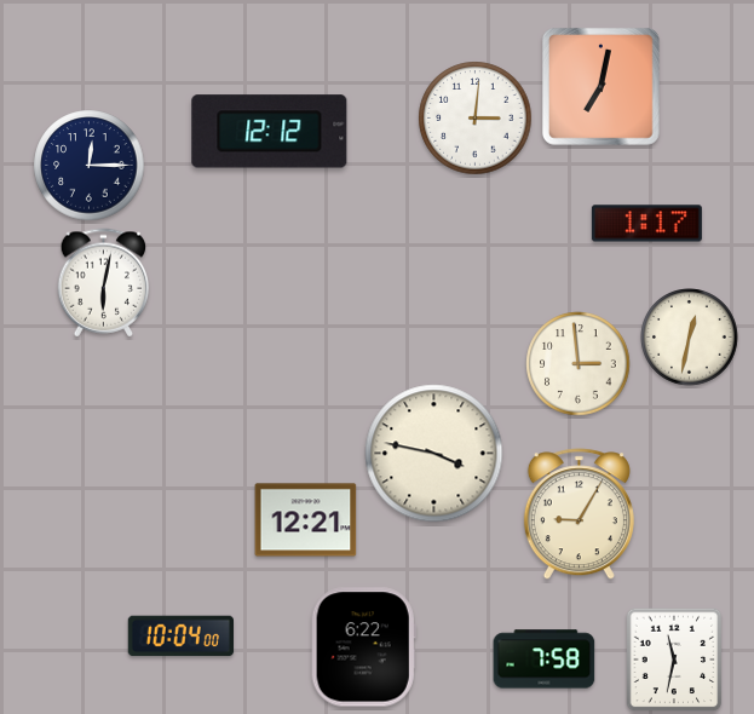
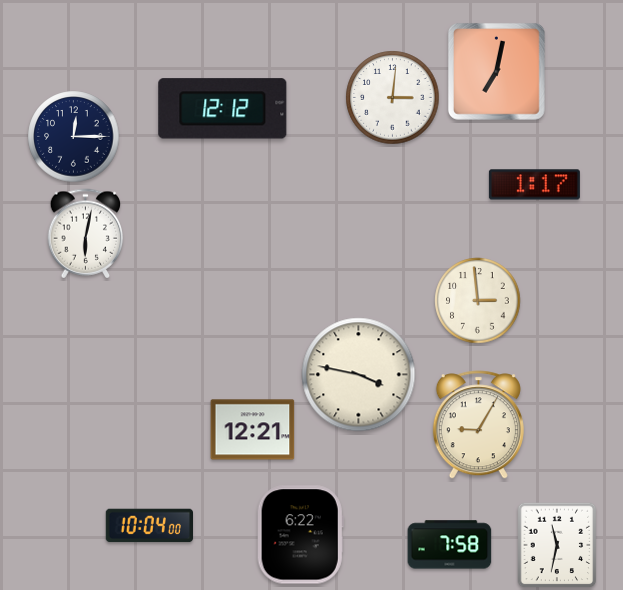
clock at (690, 338): 12:32 -> none
